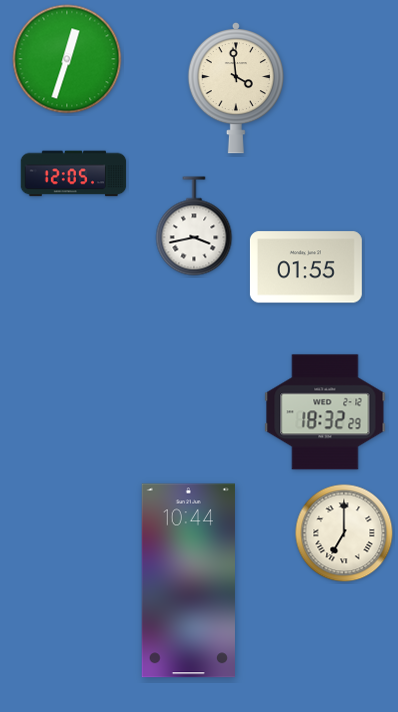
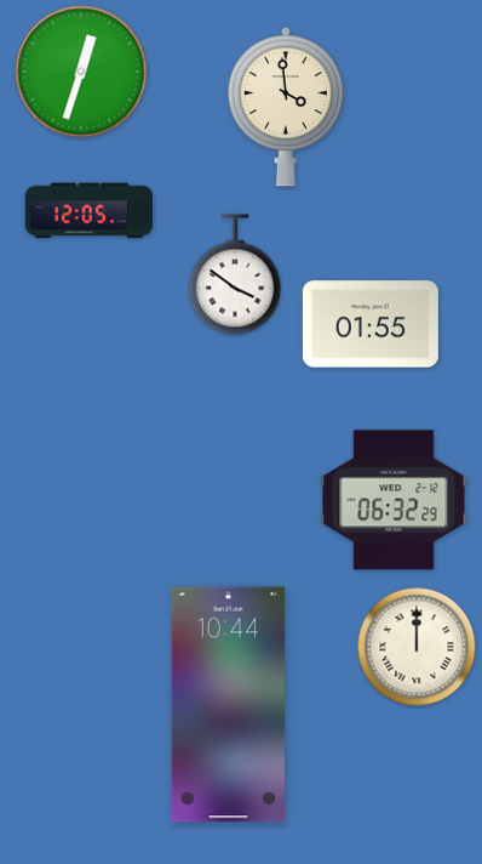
clock at (194, 226): 3:43 -> 3:51
clock at (325, 412): 18:32 -> 06:32
clock at (344, 533): 7:00 -> 12:00
